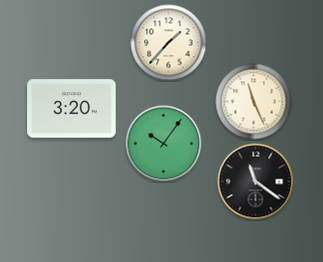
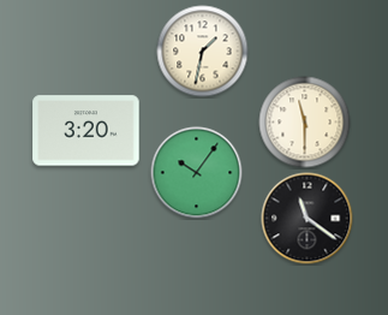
clock at (169, 43): 1:37 -> 1:32
clock at (254, 102): 11:26 -> 11:30
